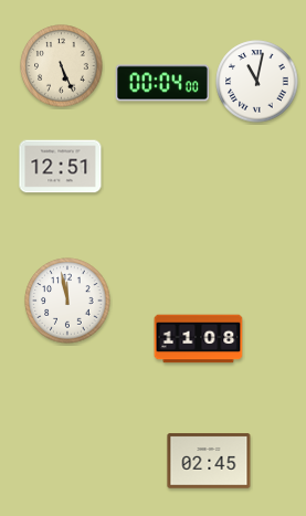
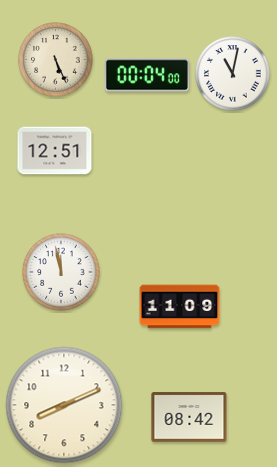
clock at (199, 339): 11:08 -> 11:09
clock at (64, 405): none -> 8:11
clock at (209, 461): 02:45 -> 08:42
